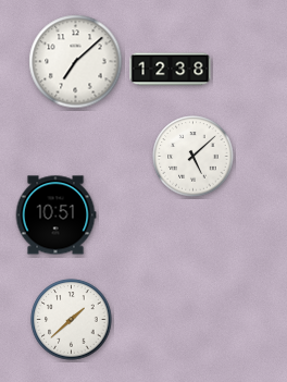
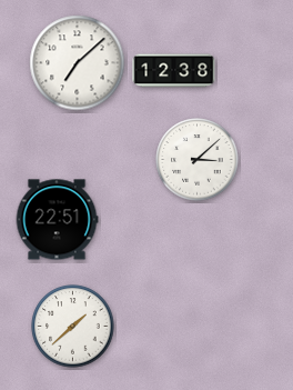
clock at (194, 157): 5:08 -> 3:08
clock at (55, 215): 10:51 -> 22:51
